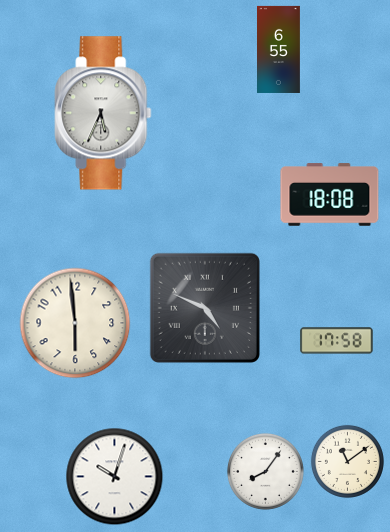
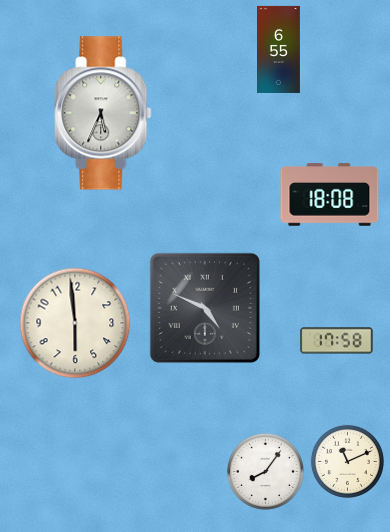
clock at (347, 461): 11:09 -> 11:11
clock at (115, 477): 10:03 -> none
